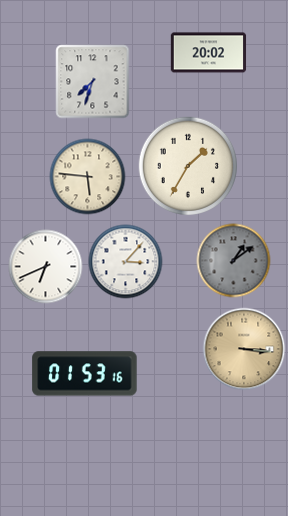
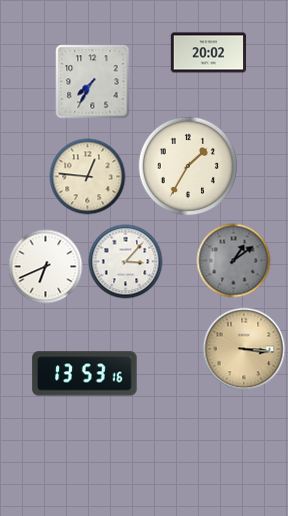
clock at (93, 82): 7:33 -> 7:35
clock at (88, 177): 5:46 -> 12:46
clock at (85, 374): 01:53 -> 13:53
